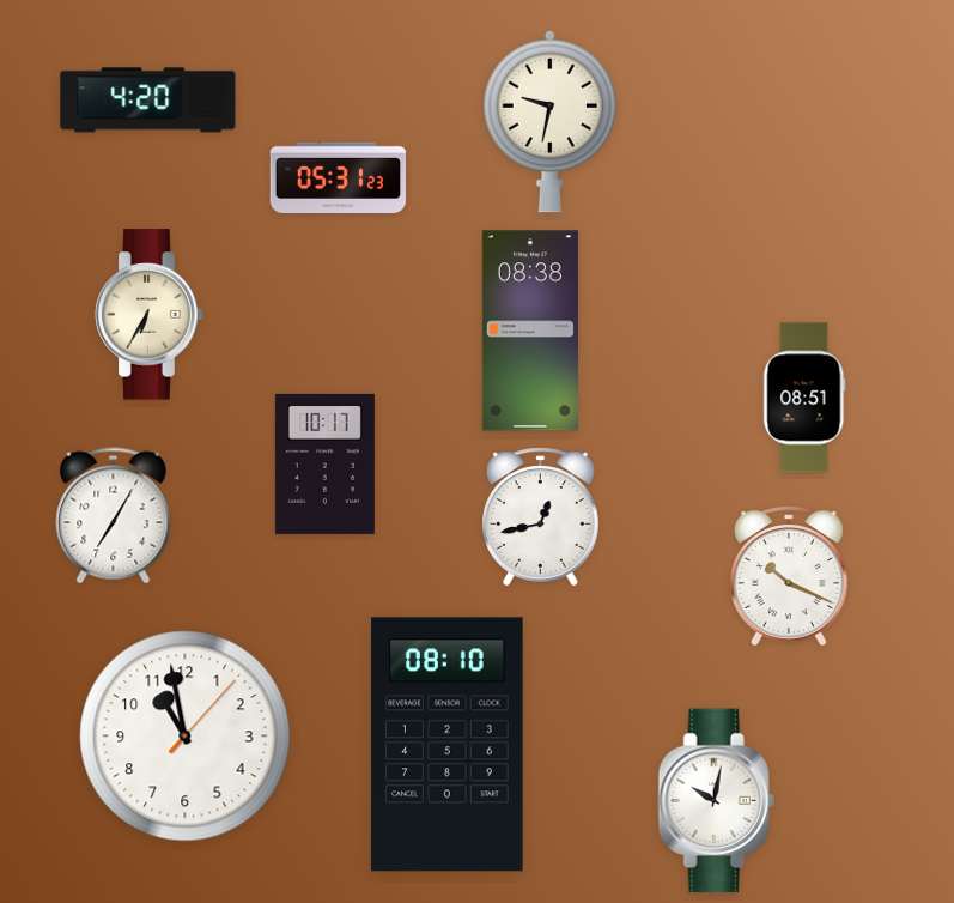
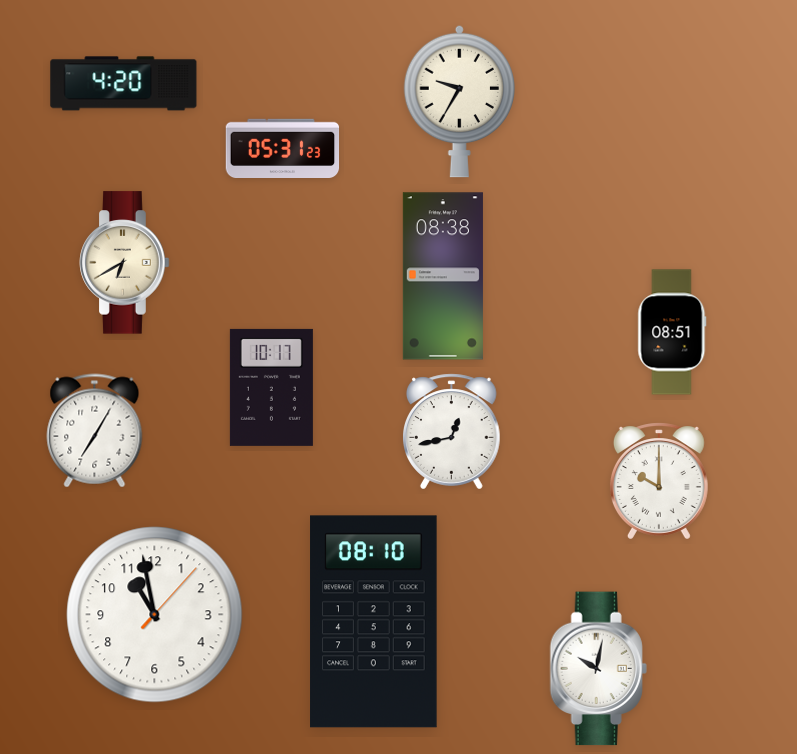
clock at (551, 121): 9:32 -> 9:35
clock at (150, 315): 6:35 -> 6:40
clock at (789, 576): 10:19 -> 10:00
